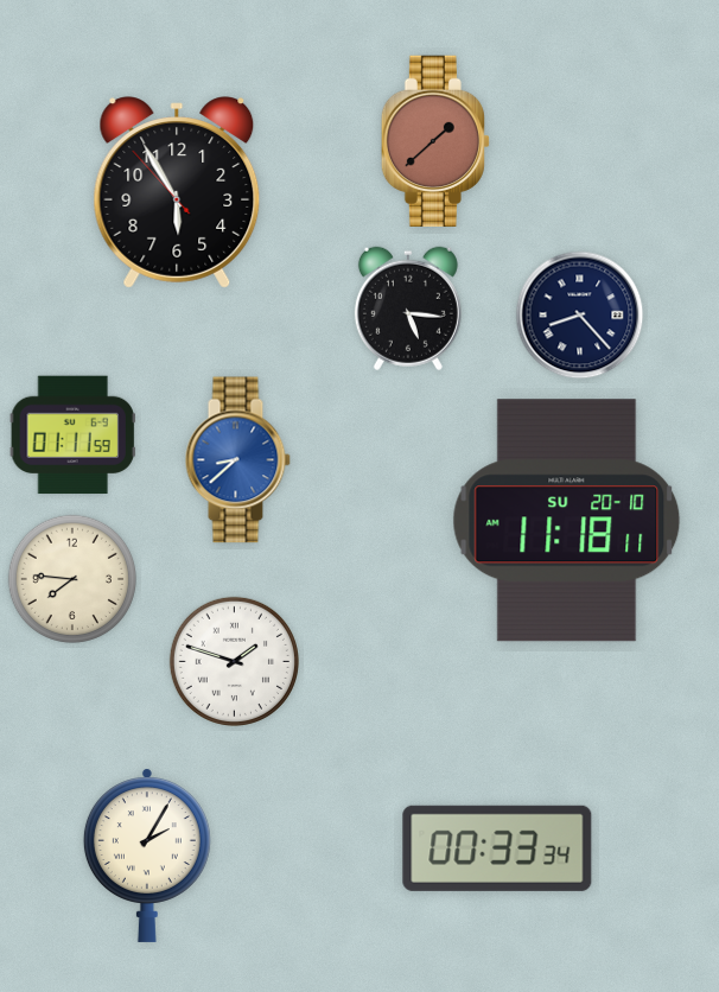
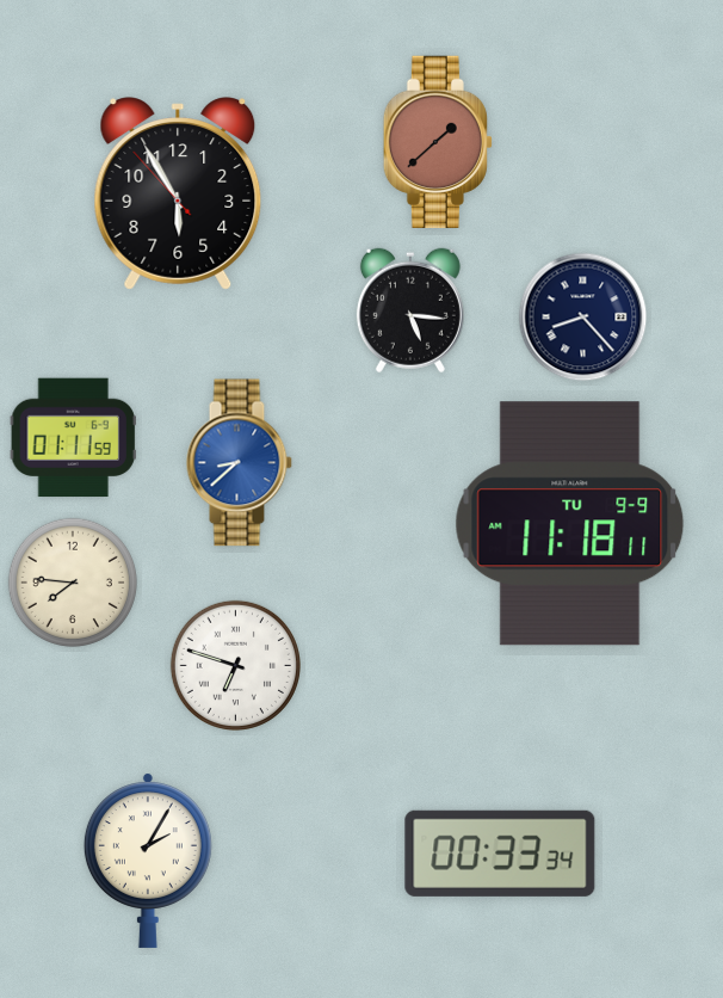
clock at (567, 521) date: SU 20-10 -> TU 9-9
clock at (234, 661): 1:48 -> 6:48
